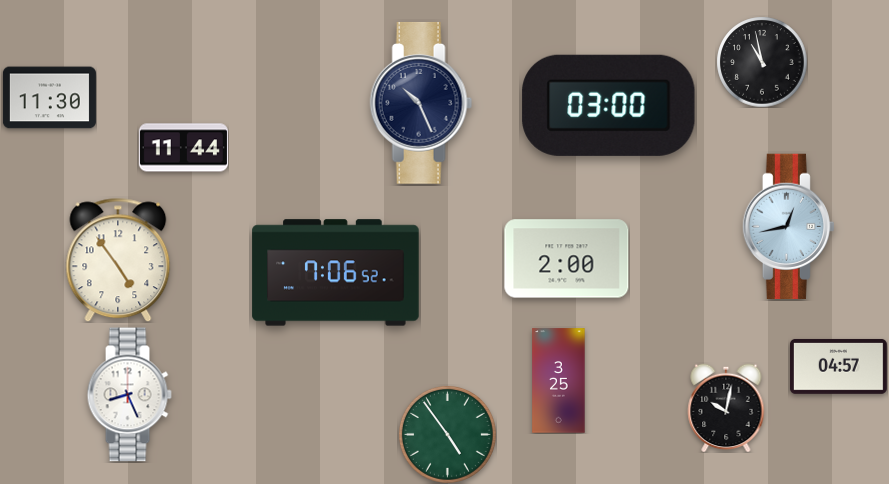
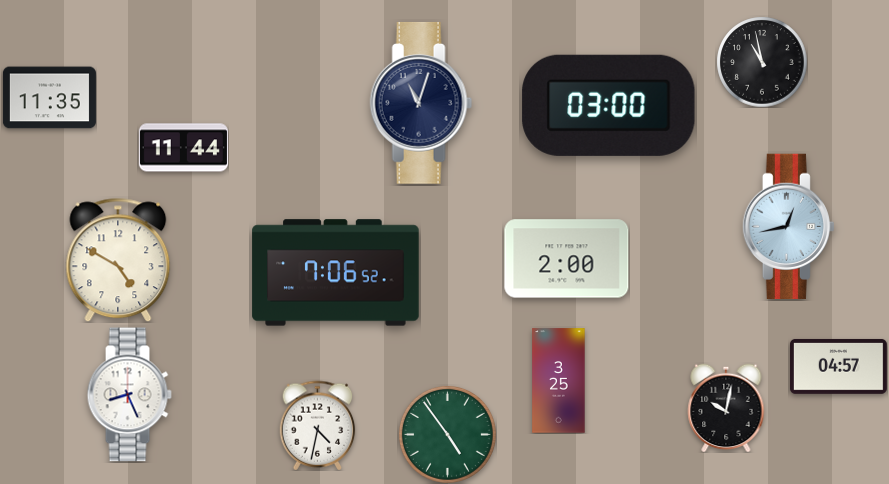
clock at (49, 98): 11:30 -> 11:35
clock at (421, 103): 10:26 -> 11:03
clock at (118, 260): 4:54 -> 4:50
clock at (318, 425): none -> 4:32
